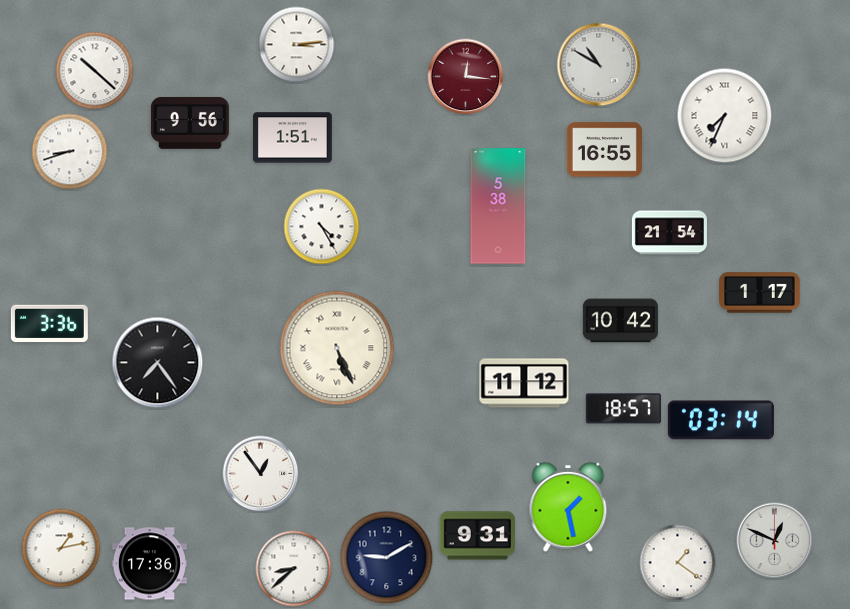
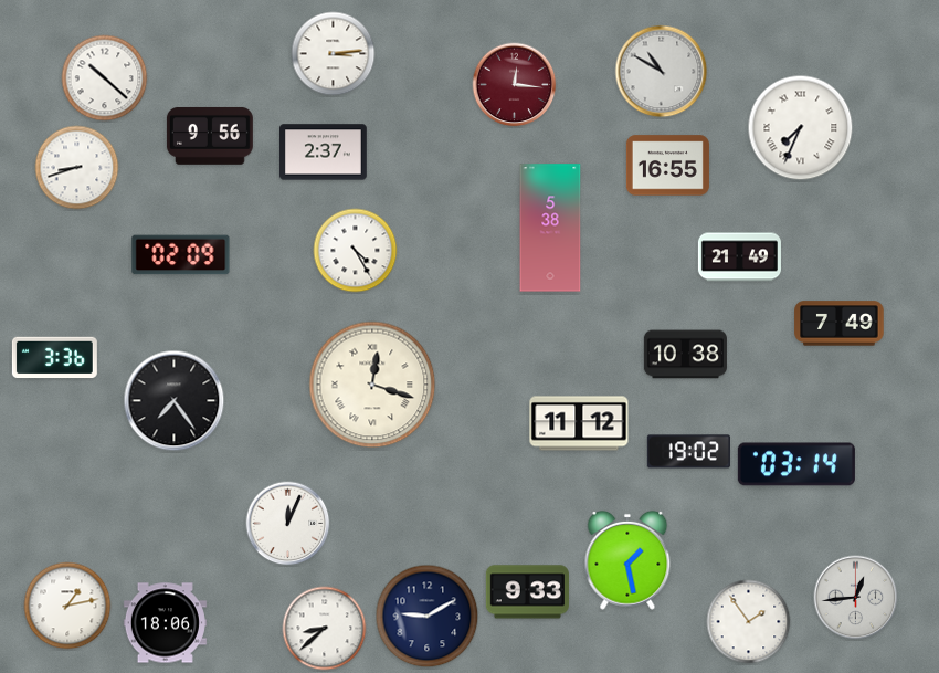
clock at (297, 45) position: (297, 45) -> (334, 54)
clock at (293, 138): 1:51 -> 2:37
clock at (181, 255): none -> 02:09
clock at (669, 233): 21:54 -> 21:49
clock at (760, 293): 1:17 -> 7:49
clock at (620, 321): 10:42 -> 10:38
clock at (337, 348): 5:26 -> 12:18
clock at (623, 409): 18:57 -> 19:02
clock at (261, 474): 12:54 -> 12:04
clock at (477, 536): 9:31 -> 9:33
clock at (775, 541): 12:49 -> 12:44
clock at (678, 563): 1:21 -> 1:54
clock at (149, 564): 17:36 -> 18:06
